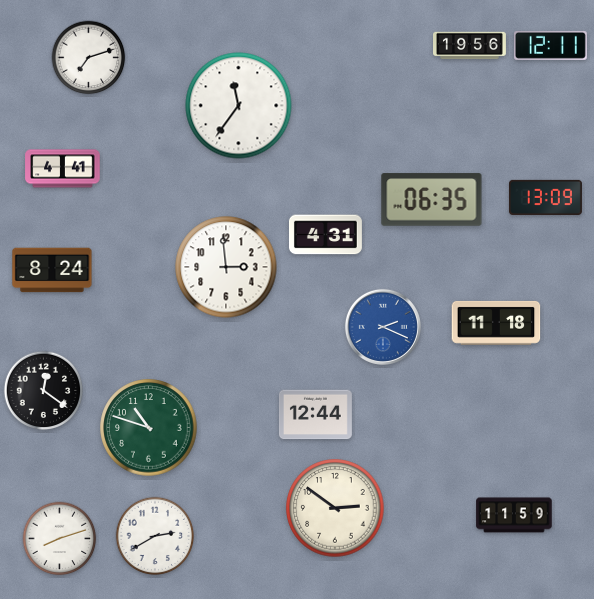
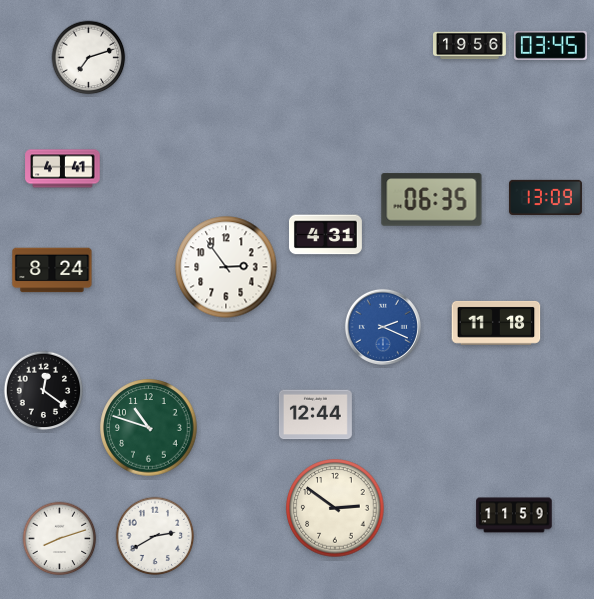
clock at (550, 45): 12:11 -> 03:45
clock at (239, 106): 11:36 -> none
clock at (226, 267): 2:59 -> 2:54
